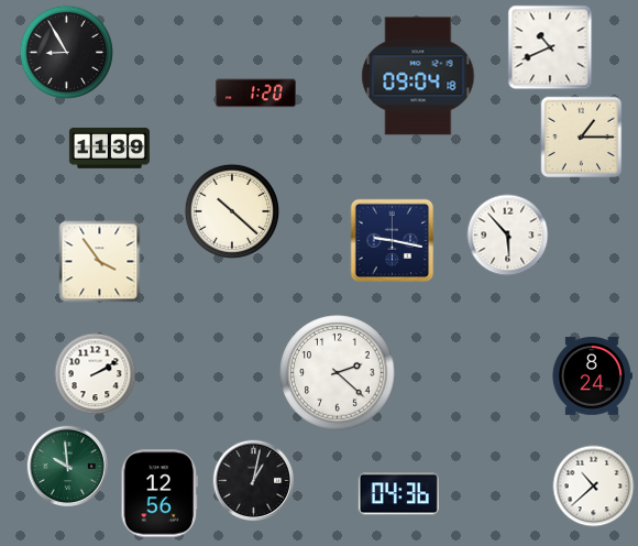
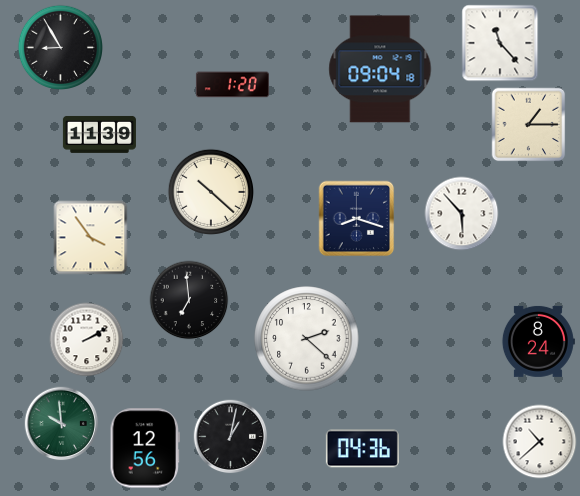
clock at (550, 47): 10:41 -> 11:23
clock at (393, 241): 9:17 -> 8:18
clock at (189, 300): none -> 6:59
